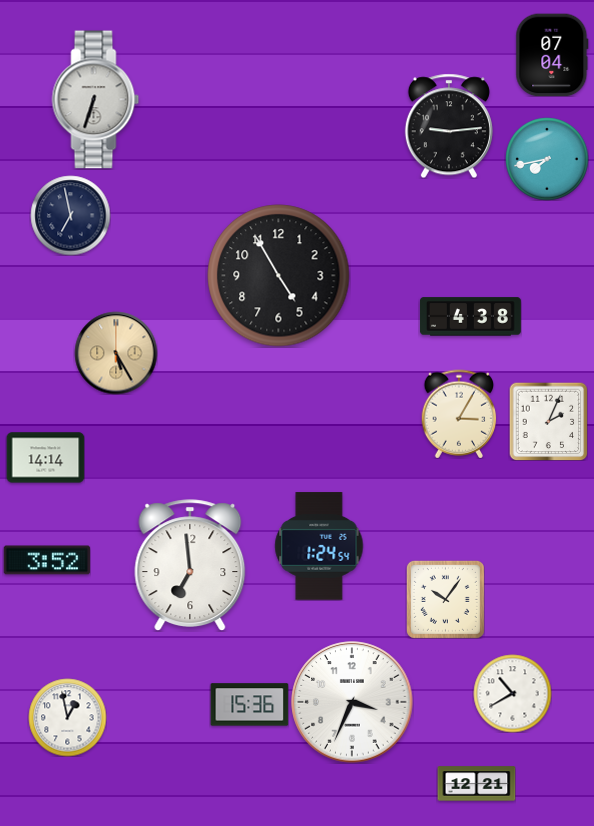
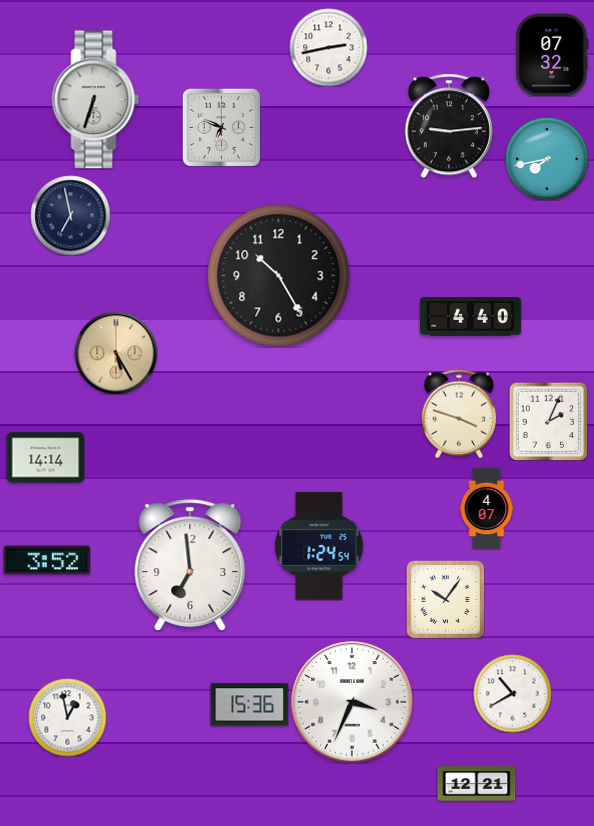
clock at (328, 47): none -> 2:43
clock at (552, 55): 07:04 -> 07:32
clock at (221, 127): none -> 6:49
clock at (279, 276): 4:55 -> 10:25
clock at (470, 317): 4:38 -> 4:40
clock at (459, 414): 3:05 -> 3:48
clock at (487, 508): none -> 4:07
